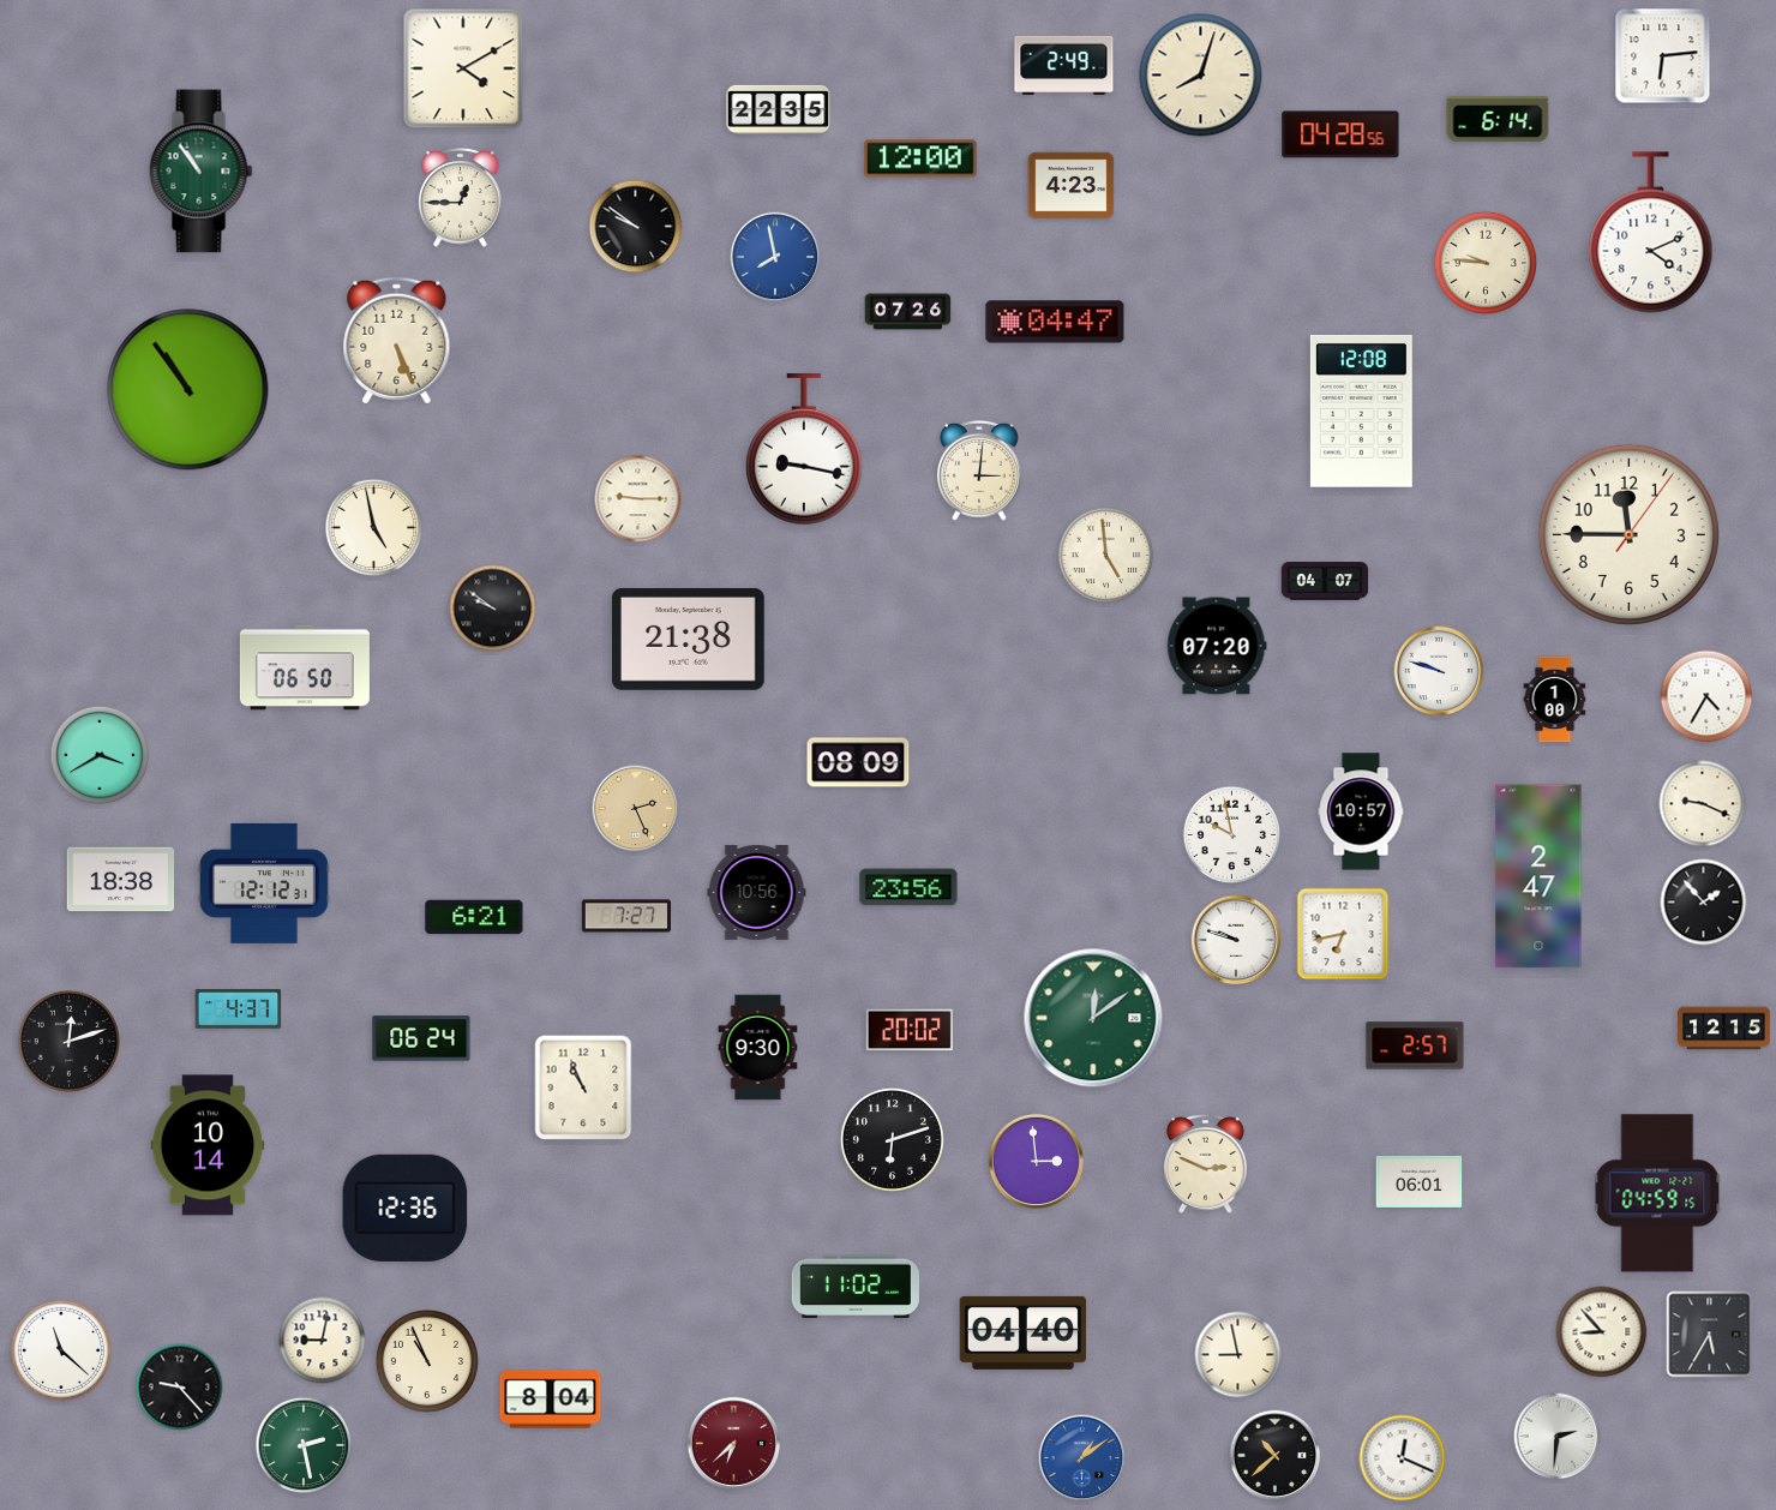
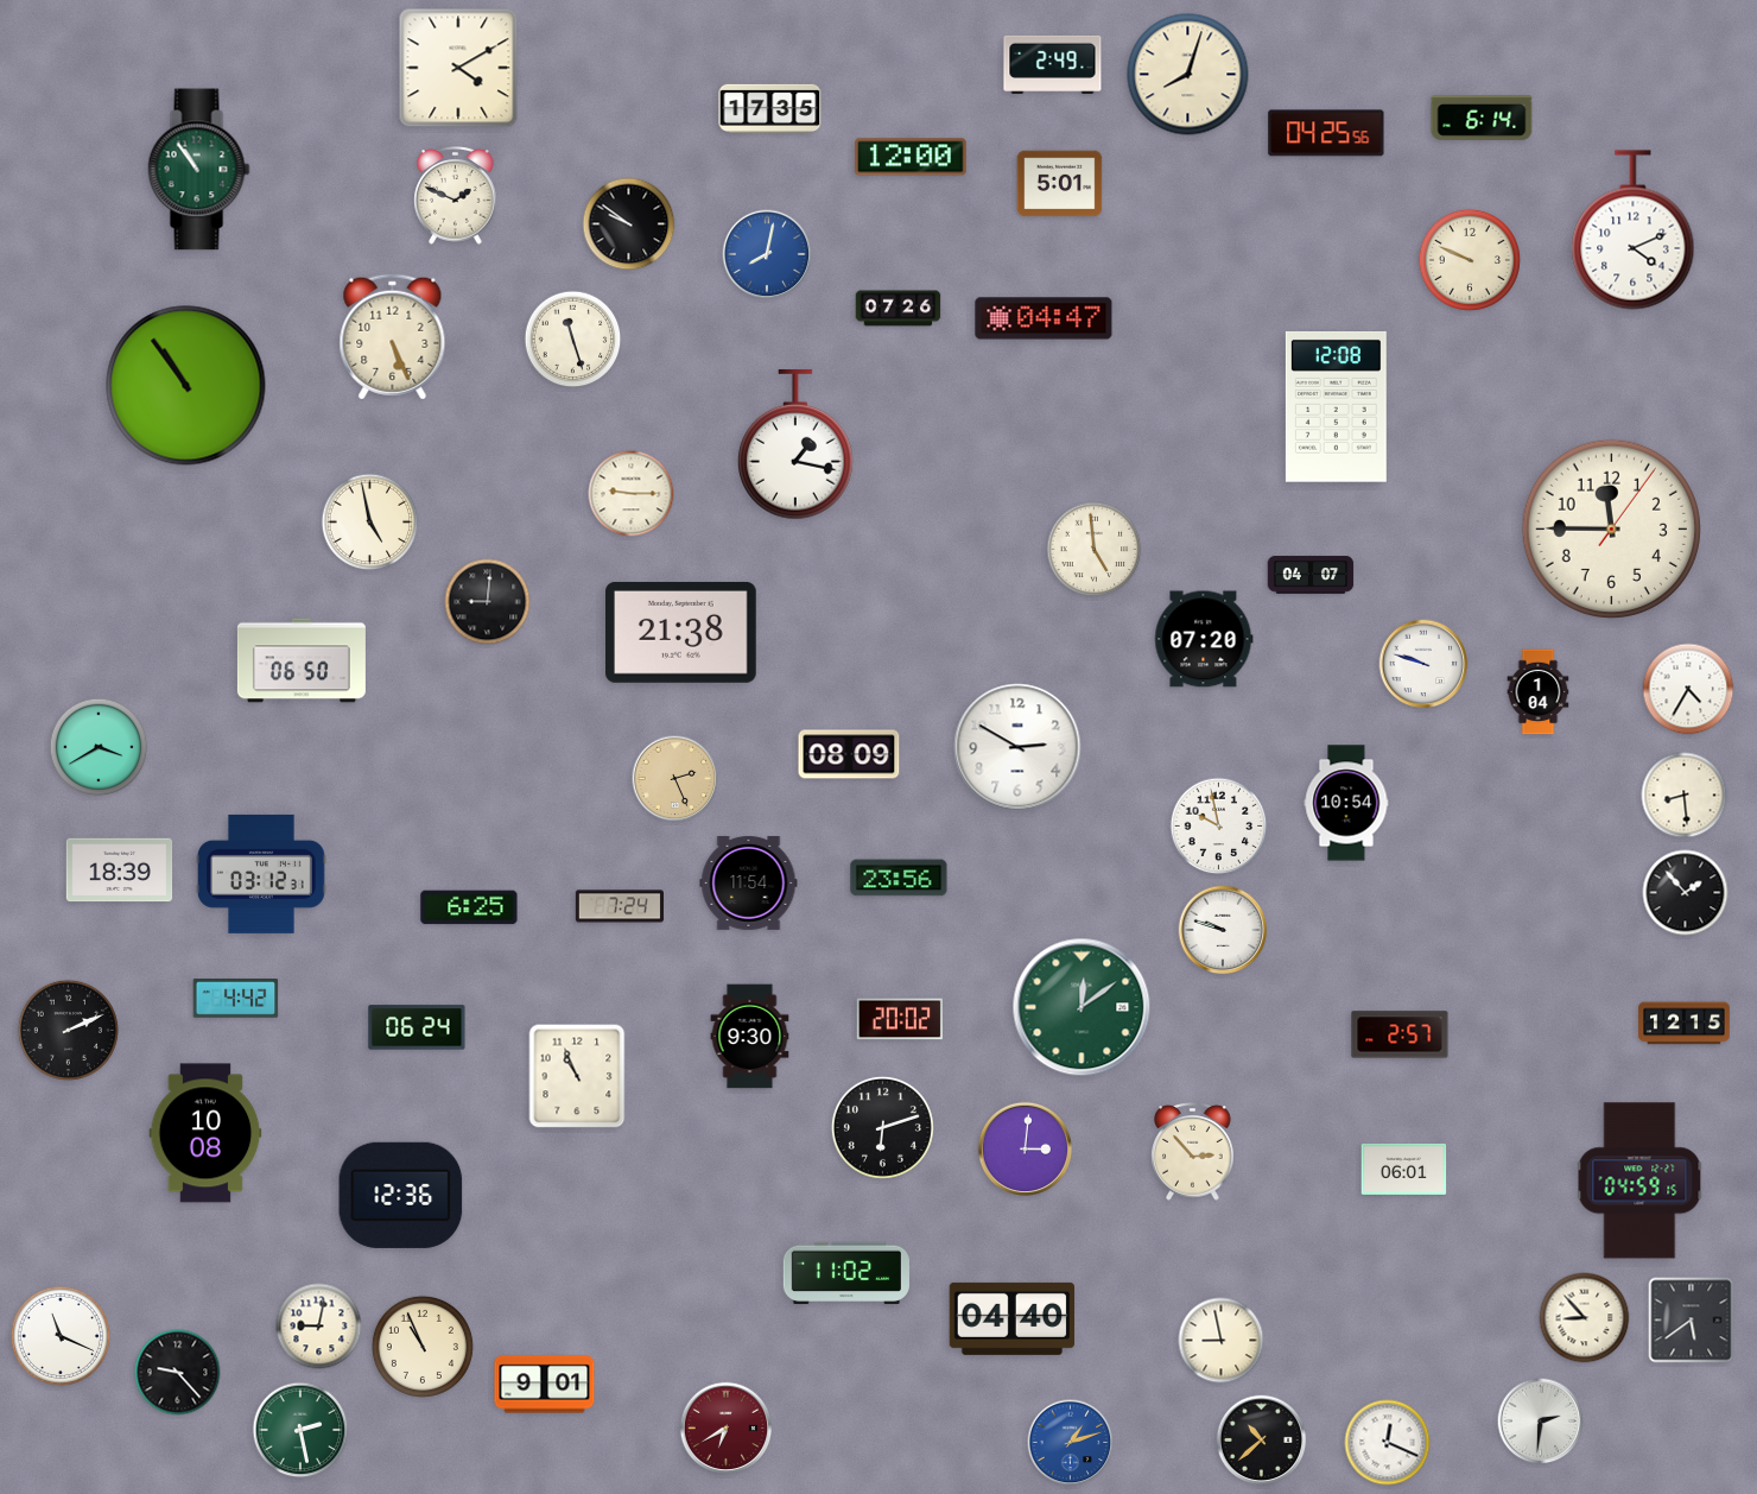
clock at (1663, 56): 6:14 -> none
clock at (779, 109): 22:35 -> 17:35
clock at (1340, 134): 04:28 -> 04:25
clock at (1072, 186): 4:23 -> 5:01
clock at (461, 198): 12:45 -> 1:49
clock at (775, 257): 7:58 -> 8:02
clock at (1486, 263): 9:46 -> 9:49
clock at (573, 340): none -> 11:27
clock at (1361, 412) position: (1361, 412) -> (1336, 407)
clock at (805, 449): 9:17 -> 1:17
clock at (980, 471): 3:01 -> none
clock at (493, 609): 9:51 -> 9:01
clock at (1555, 700): 1:00 -> 1:04
clock at (1017, 747): none -> 2:50
clock at (1703, 804): 9:19 -> 8:29
clock at (636, 809) position: (636, 809) -> (675, 779)
clock at (1361, 811): 10:57 -> 10:54
clock at (1538, 876): 2:47 -> none
clock at (121, 880): 18:38 -> 18:39
clock at (264, 883): 12:12 -> 03:12
clock at (757, 892): 10:56 -> 11:54
clock at (626, 916): 7:27 -> 7:24
clock at (474, 917): 6:21 -> 6:25
clock at (1343, 934): 6:43 -> none
clock at (239, 1009): 4:37 -> 4:42
clock at (1724, 1029) position: (1724, 1029) -> (1685, 1024)
clock at (68, 1041): 12:12 -> 2:11
clock at (208, 1145): 10:14 -> 10:08
clock at (1036, 1161): 2:59 -> 3:01
clock at (1206, 1164): 2:49 -> 2:53
clock at (1710, 1335): 5:35 -> 5:39
clock at (60, 1349): 11:22 -> 11:19
clock at (1238, 1355) position: (1238, 1355) -> (1222, 1341)
clock at (551, 1400): 8:04 -> 9:01
clock at (734, 1444): 6:38 -> 6:40
clock at (1082, 1458): 1:09 -> 1:12
